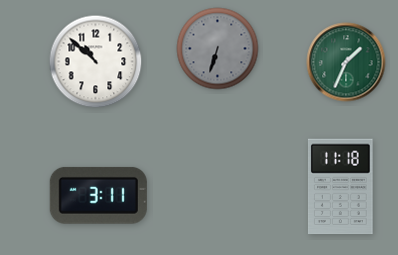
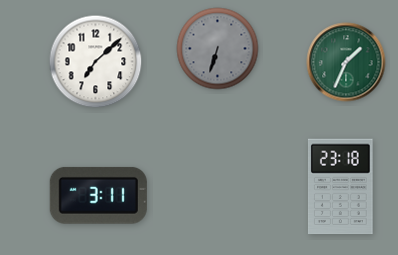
clock at (96, 62): 10:52 -> 7:08
clock at (340, 187): 11:18 -> 23:18
